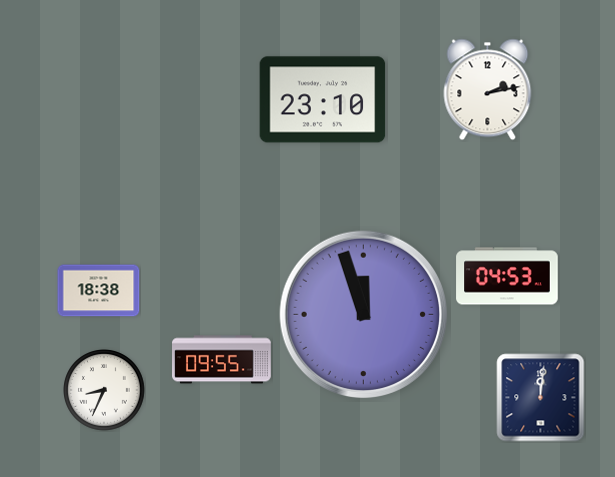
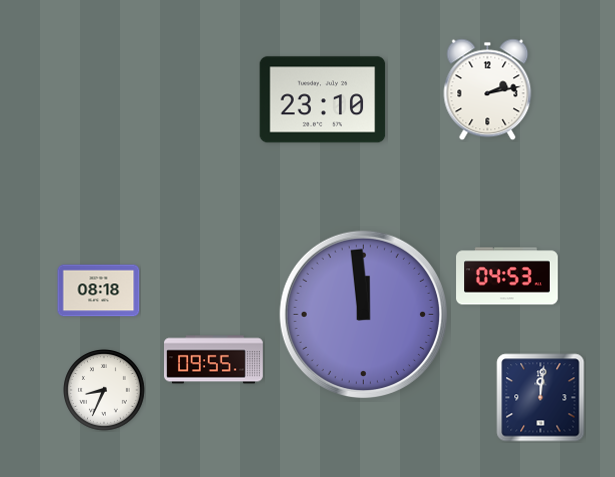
clock at (99, 291): 18:38 -> 08:18
clock at (364, 315): 11:57 -> 11:59
clock at (222, 360) position: (222, 360) -> (214, 360)
